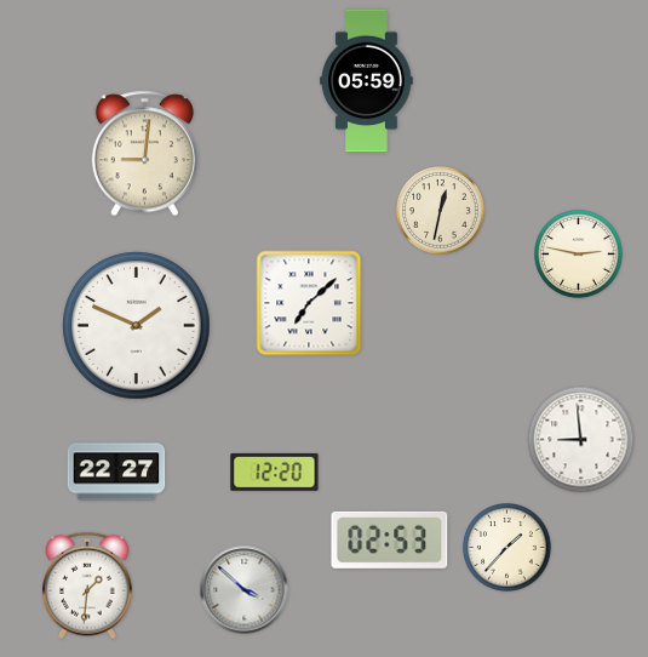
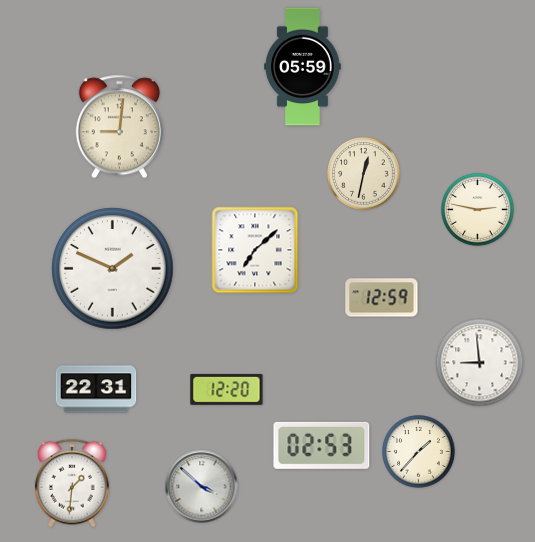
clock at (382, 298): none -> 12:59
clock at (116, 472): 22:27 -> 22:31
